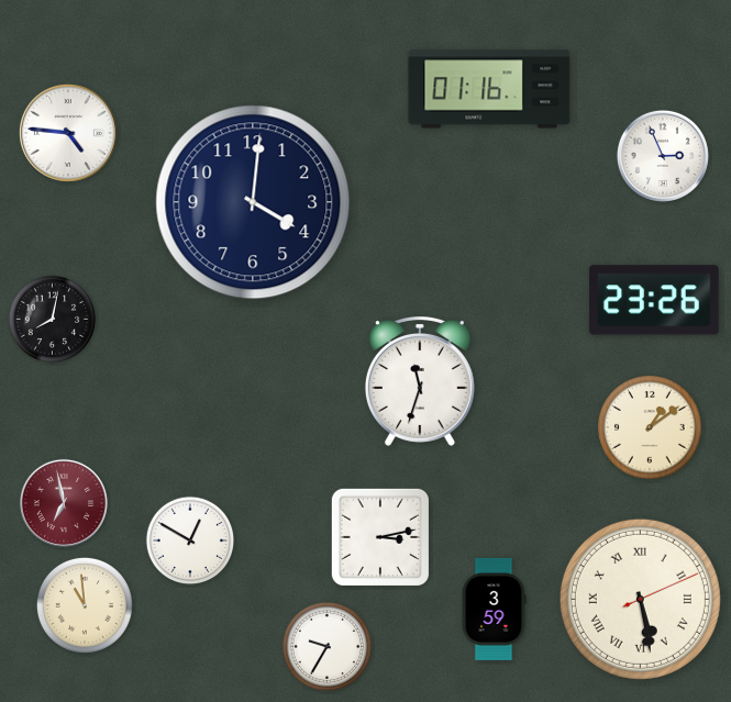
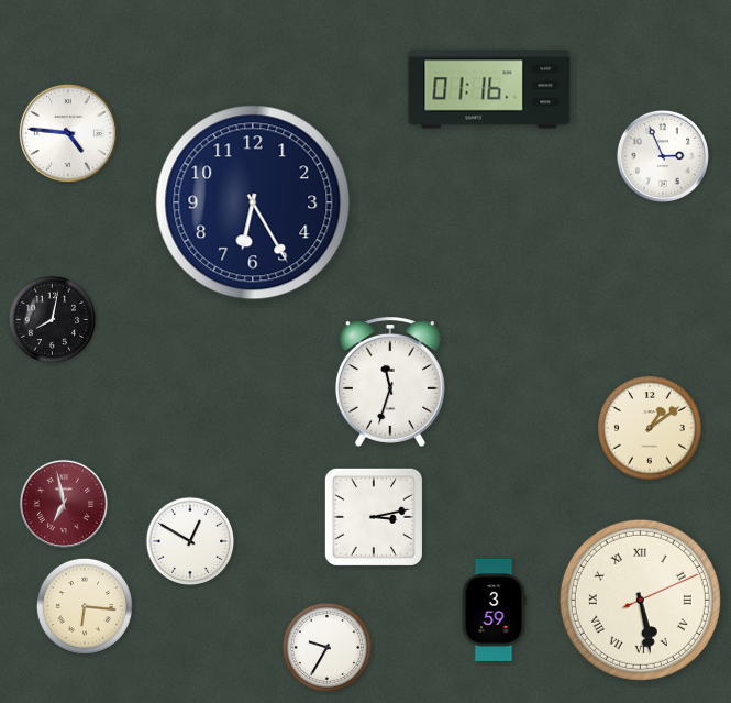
clock at (253, 202): 4:01 -> 6:25
clock at (654, 300): 23:26 -> none
clock at (420, 382) position: (420, 382) -> (390, 383)
clock at (380, 537) position: (380, 537) -> (374, 517)
clock at (85, 605): 10:59 -> 6:16
